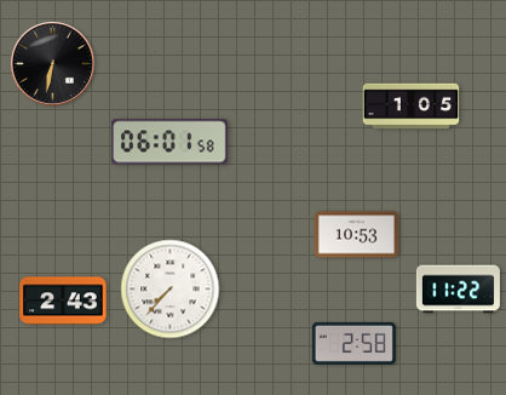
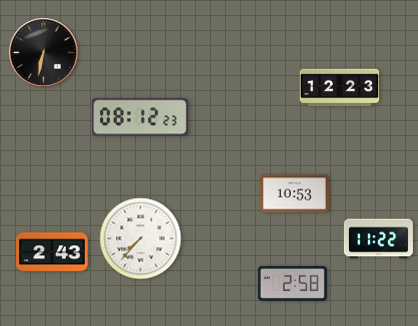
clock at (412, 107): 1:05 -> 12:23
clock at (171, 142): 06:01 -> 08:12
clock at (63, 300) position: (63, 300) -> (52, 252)
